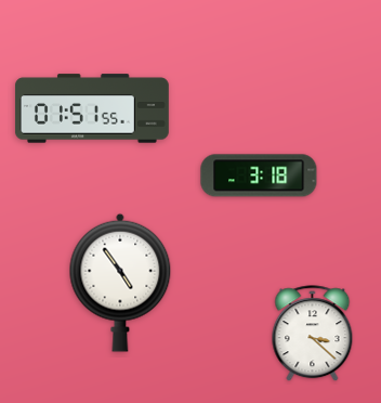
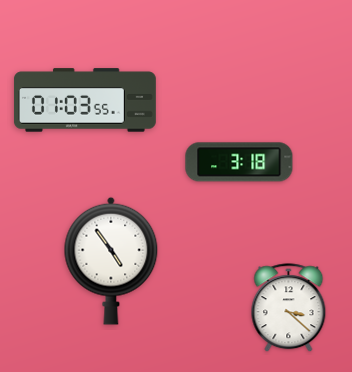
clock at (92, 108): 01:51 -> 01:03
